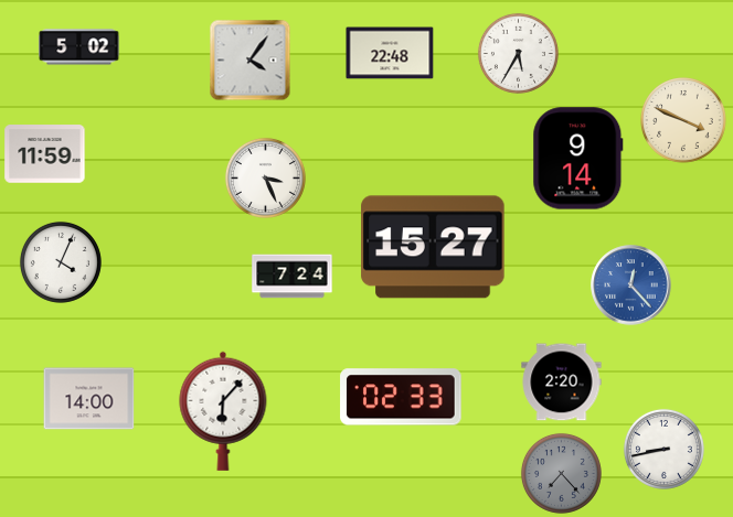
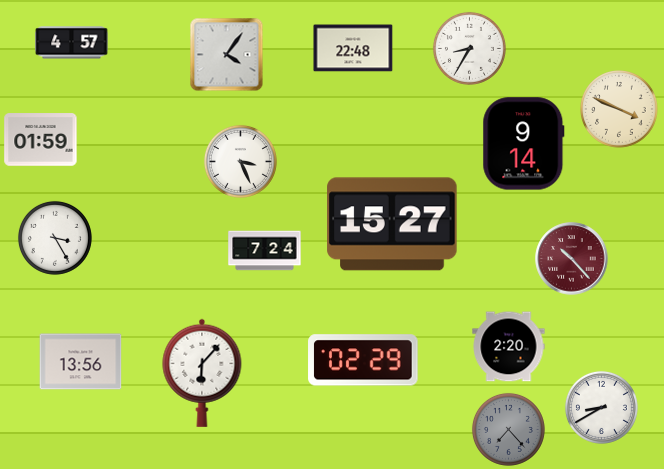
clock at (79, 47): 5:02 -> 4:57
clock at (518, 53): 5:35 -> 8:35
clock at (45, 154): 11:59 -> 01:59
clock at (61, 262): 4:04 -> 3:25
clock at (631, 286): 12:23 -> 10:23
clock at (631, 286) dial: blue -> burgundy
clock at (401, 397): 02:33 -> 02:29
clock at (89, 399): 14:00 -> 13:56
clock at (663, 449): 8:43 -> 8:40
